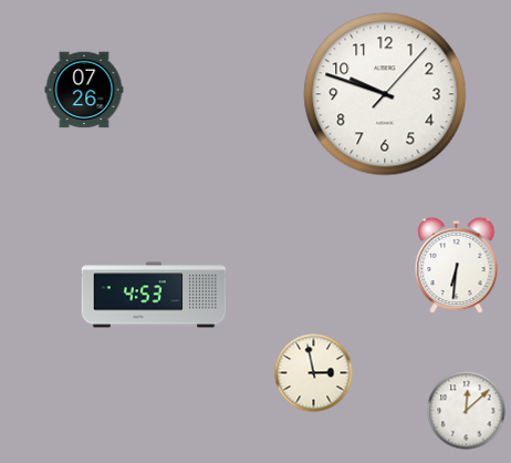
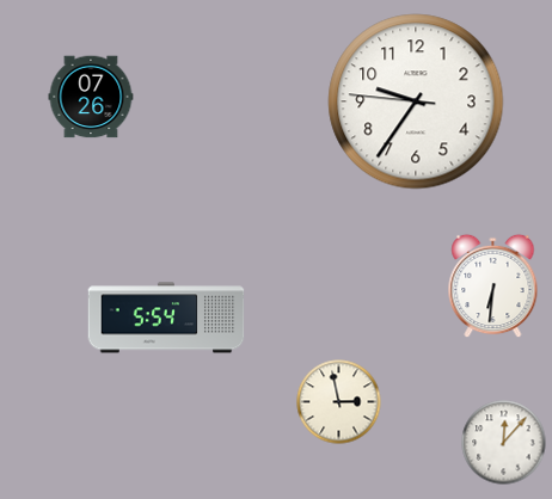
clock at (385, 94): 9:48 -> 9:35
clock at (154, 295): 4:53 -> 5:54
clock at (467, 411): 12:08 -> 12:07
